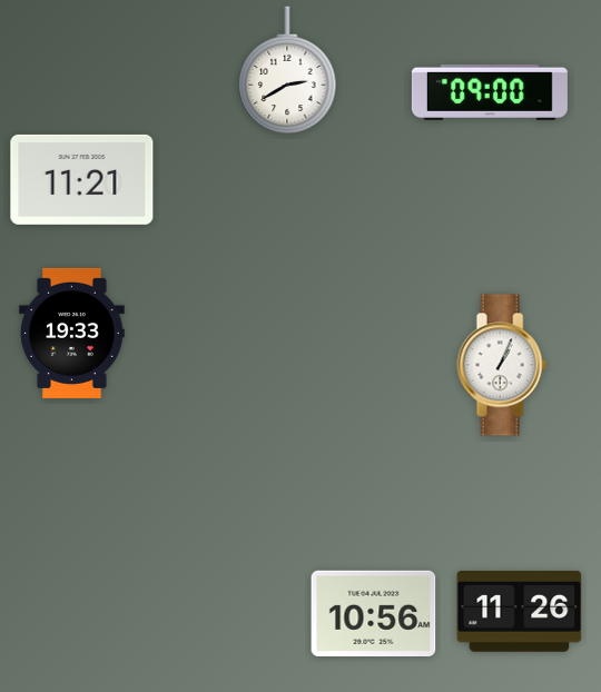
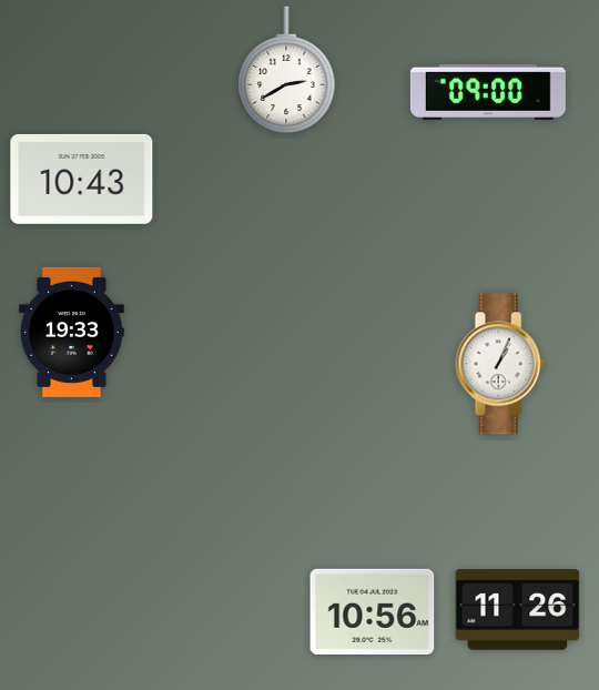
clock at (82, 179): 11:21 -> 10:43
